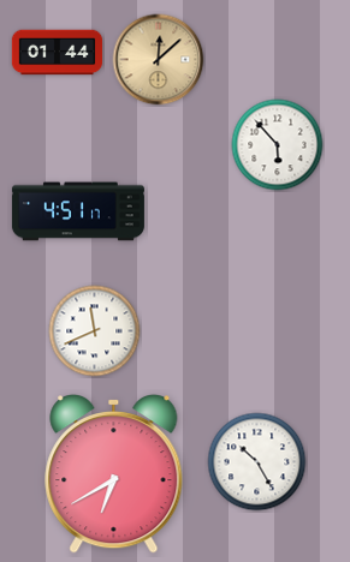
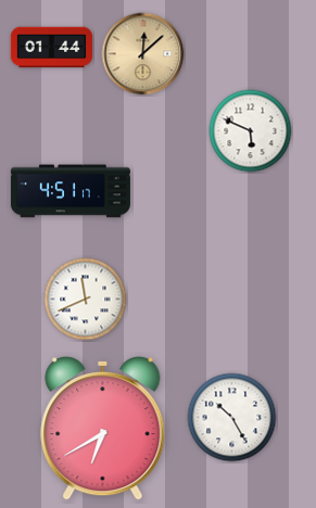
clock at (278, 145): 5:53 -> 5:49
